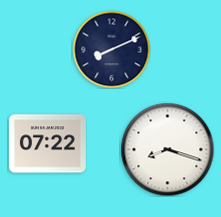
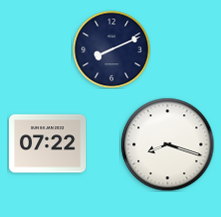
clock at (167, 149) position: (167, 149) -> (167, 144)
